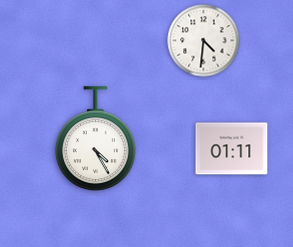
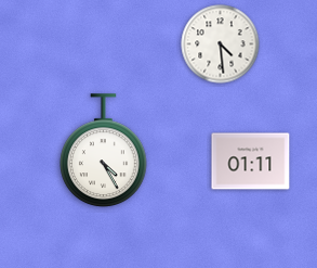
clock at (204, 41): 4:31 -> 4:29
